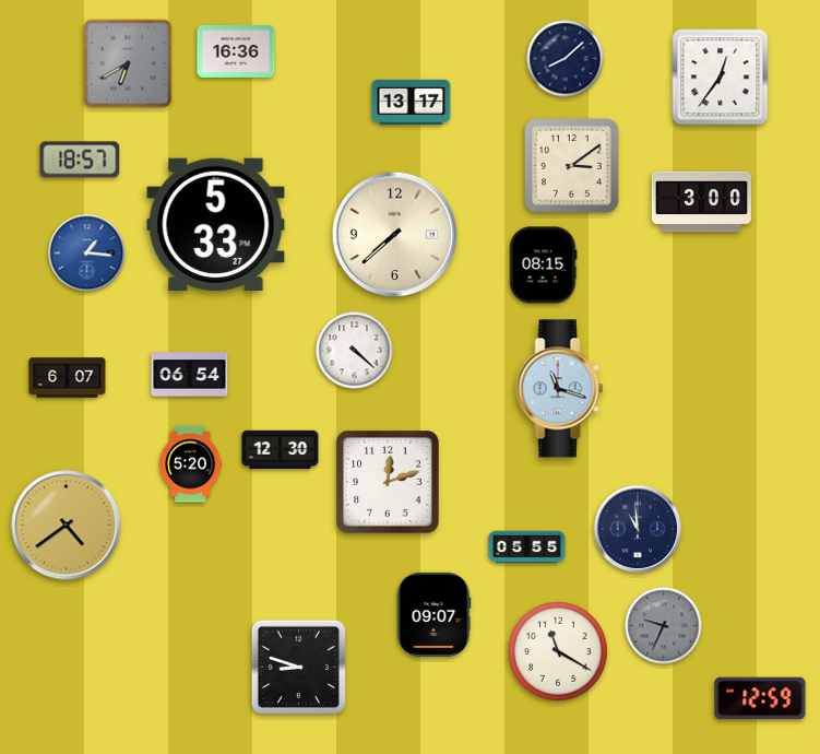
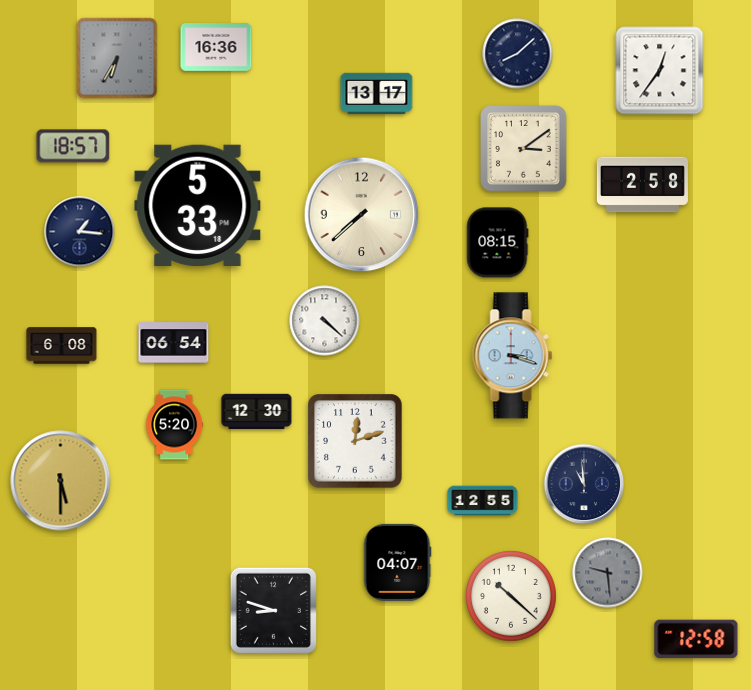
clock at (128, 63): 6:40 -> 6:35
clock at (572, 166) position: (572, 166) -> (524, 149)
clock at (701, 202): 3:00 -> 2:58
clock at (216, 224): 5:33:27 -> 5:33:18
clock at (87, 254) dial: blue -> navy
clock at (68, 378): 6:07 -> 6:08
clock at (560, 389): 11:18 -> 3:18
clock at (67, 526): 4:39 -> 5:30
clock at (527, 547): 05:55 -> 12:55
clock at (433, 614): 09:07 -> 04:07
clock at (664, 626): 9:34 -> 9:29
clock at (558, 651): 11:20 -> 10:22
clock at (760, 698): 12:59 -> 12:58
